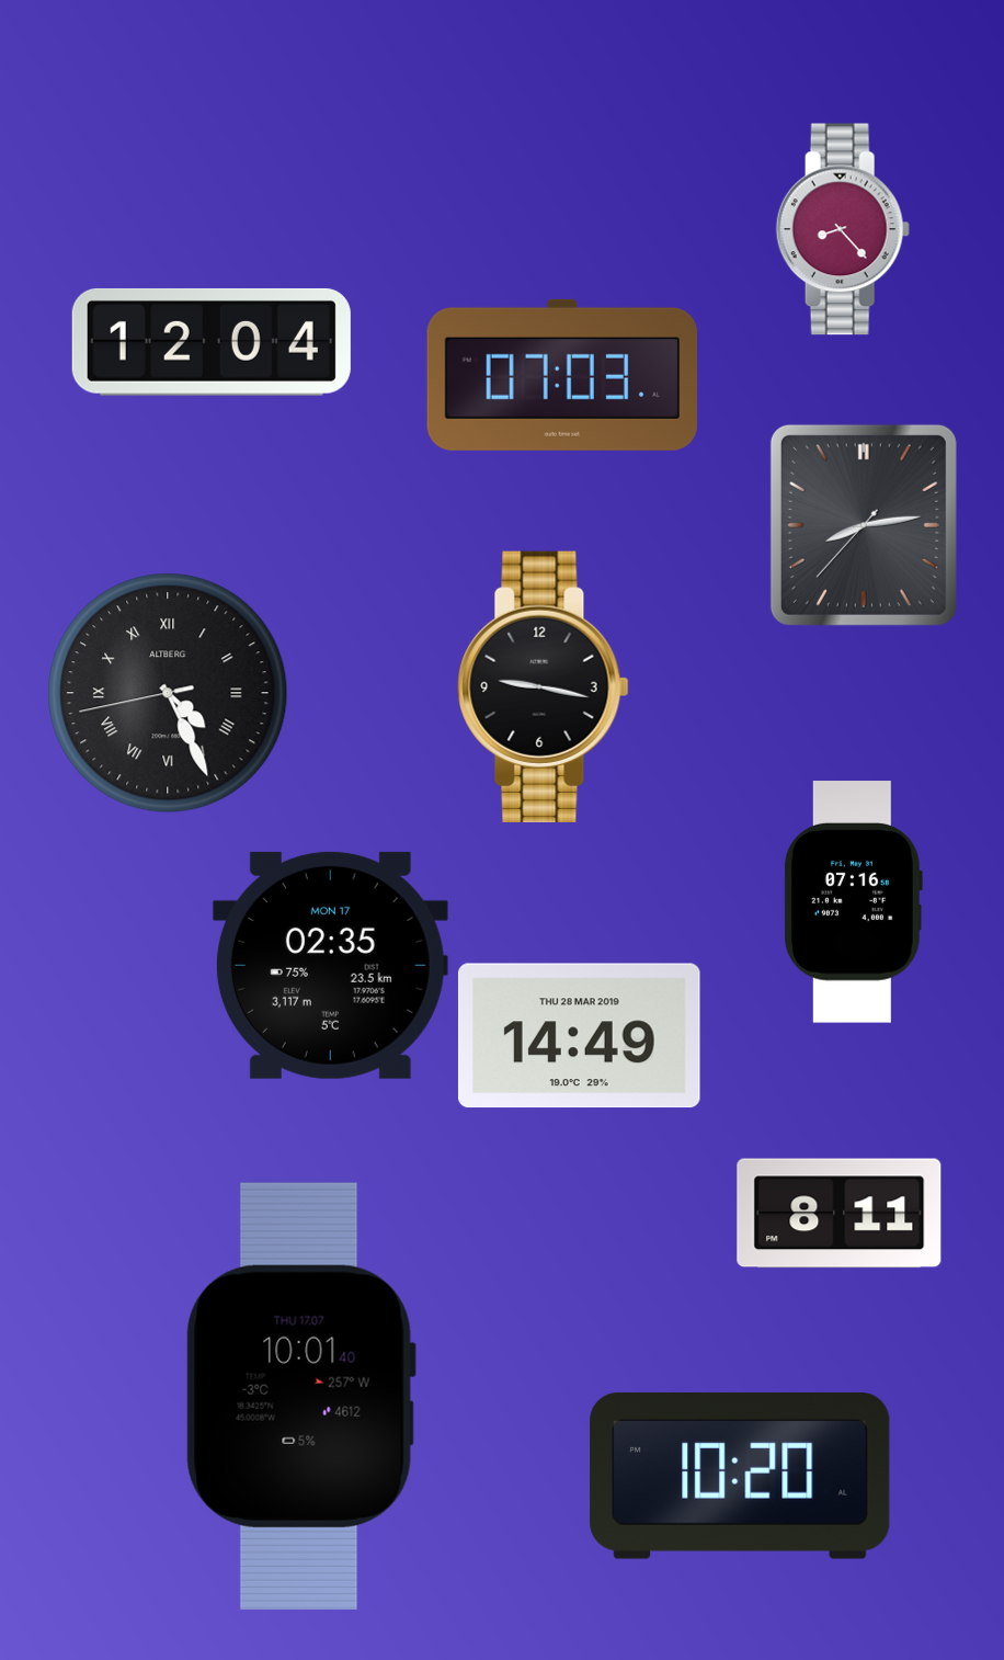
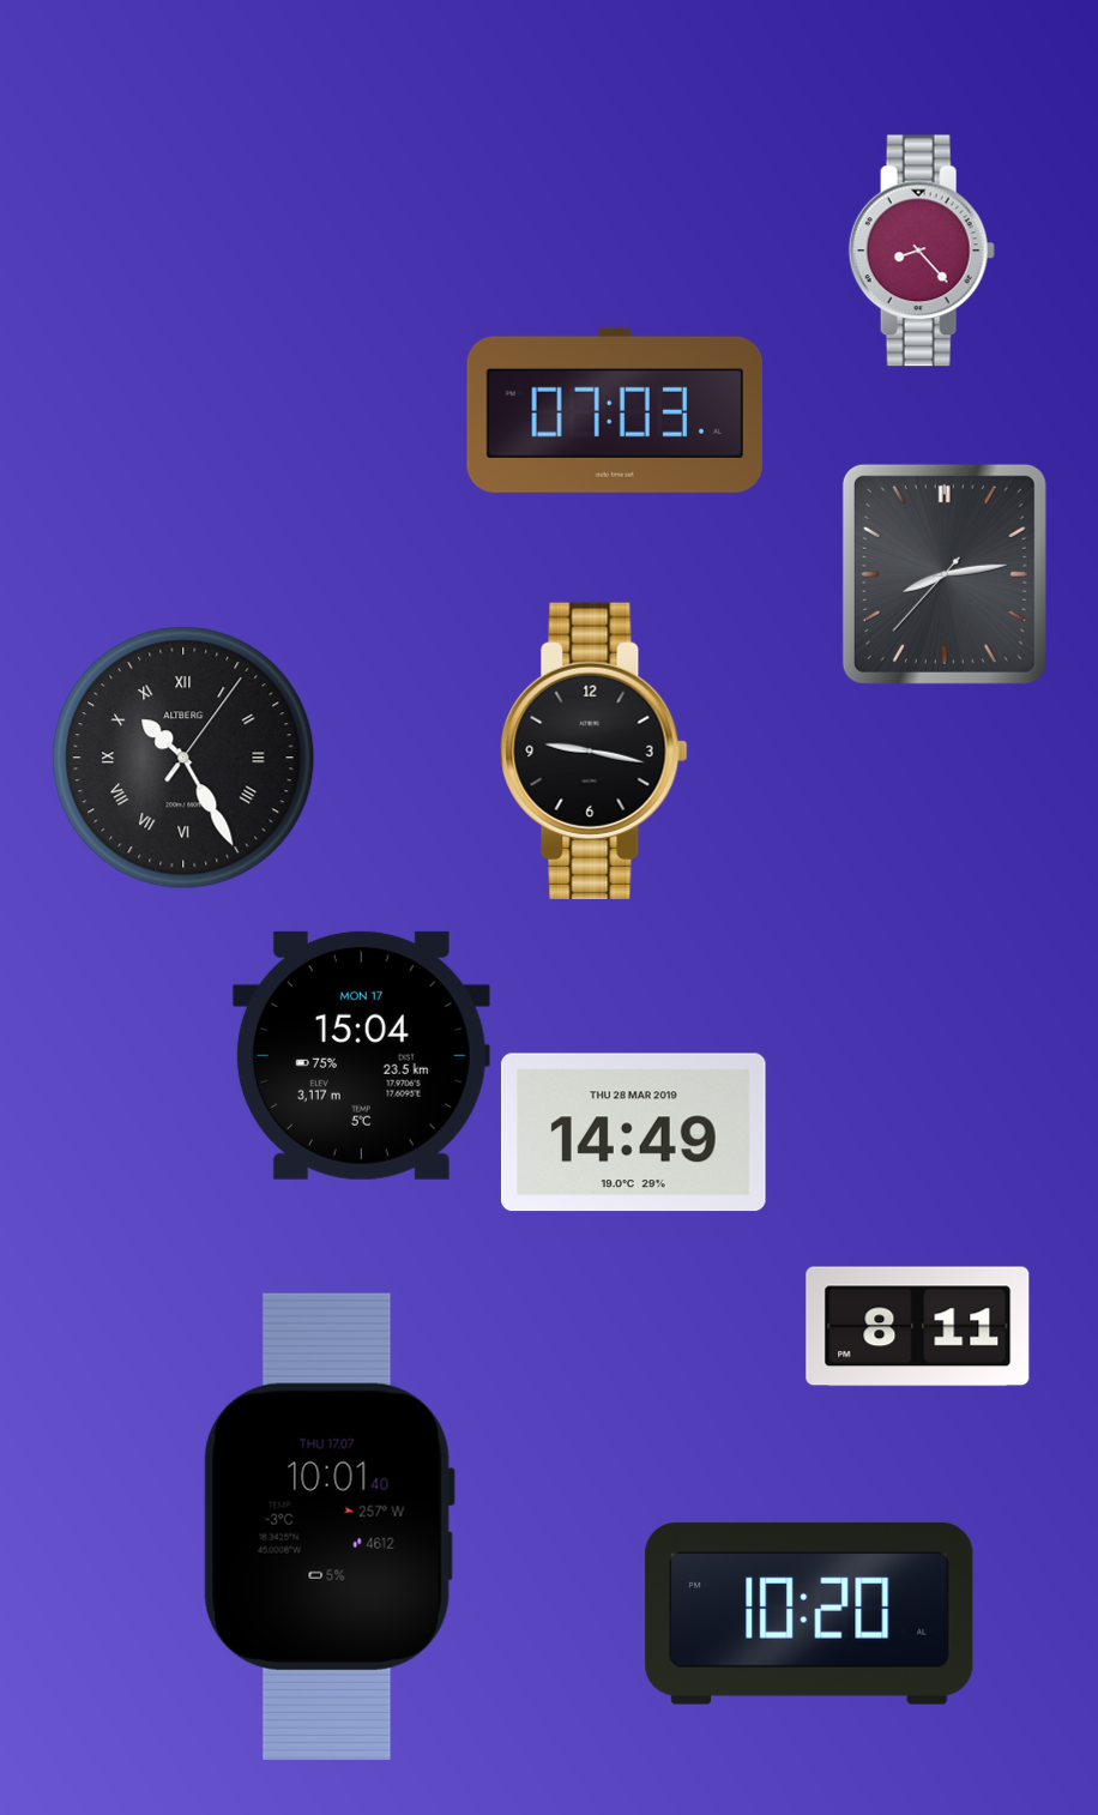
clock at (212, 342): 12:04 -> none
clock at (168, 693): 4:25 -> 10:25
clock at (853, 902): 07:16 -> none
clock at (330, 965): 02:35 -> 15:04
